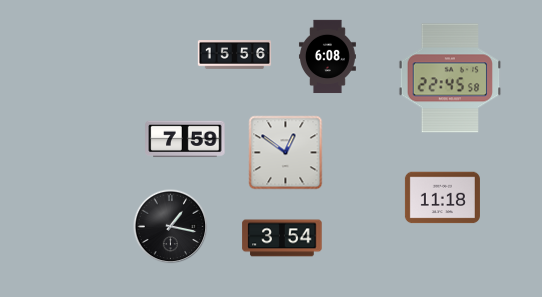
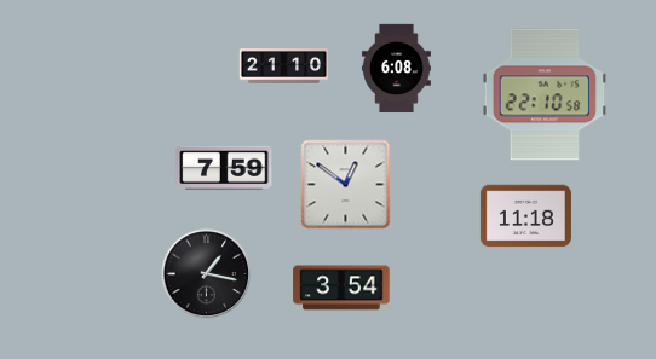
clock at (235, 55): 15:56 -> 21:10
clock at (450, 78): 22:45 -> 22:10
clock at (442, 198) position: (442, 198) -> (525, 216)
